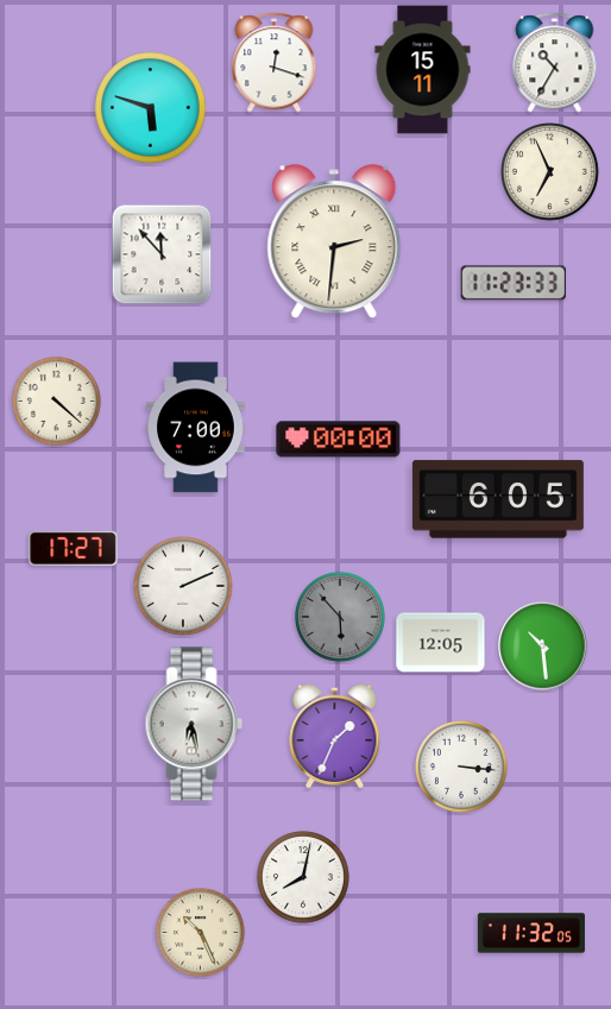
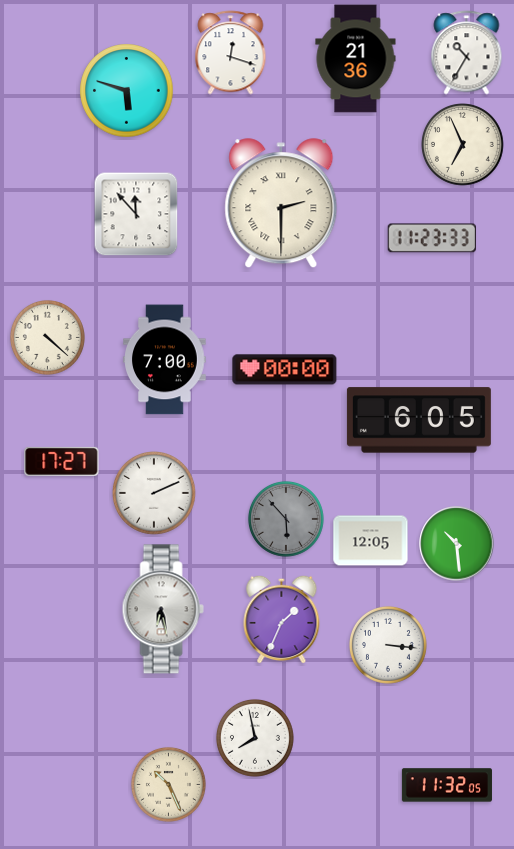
clock at (423, 70): 15:11 -> 21:36
clock at (334, 242): 2:31 -> 2:30
clock at (303, 877): 8:02 -> 7:58
